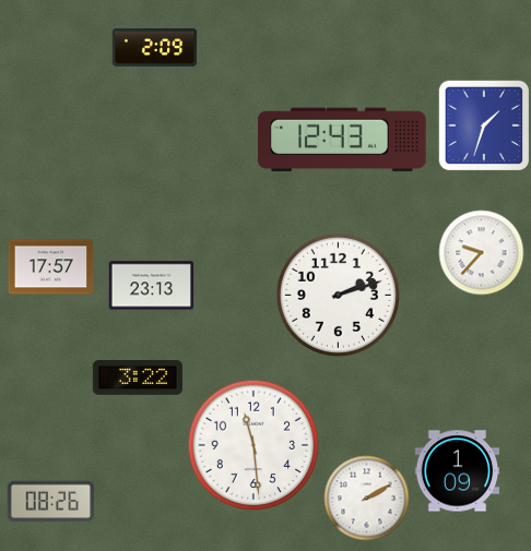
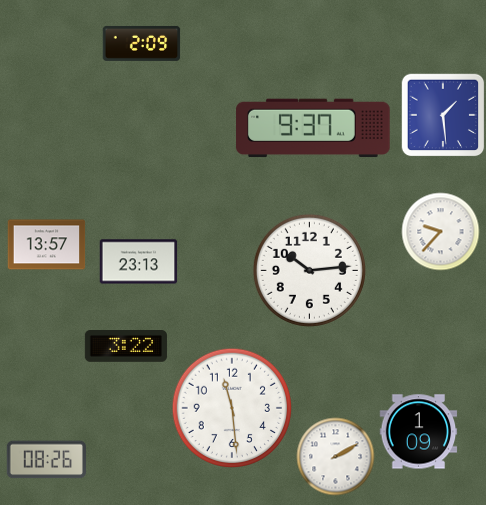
clock at (484, 125): 1:33 -> 1:29
clock at (342, 140): 12:43 -> 9:37
clock at (50, 267): 17:57 -> 13:57
clock at (338, 295): 2:12 -> 10:14
